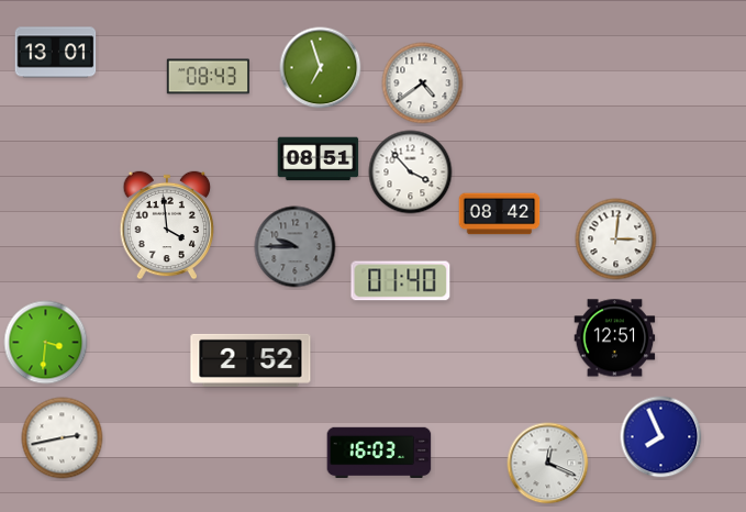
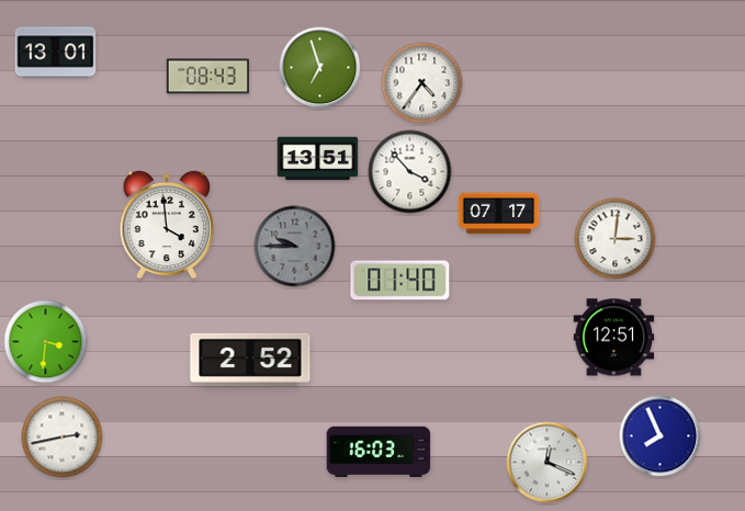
clock at (423, 84): 4:39 -> 4:36
clock at (319, 159): 08:51 -> 13:51
clock at (500, 214): 08:42 -> 07:17
